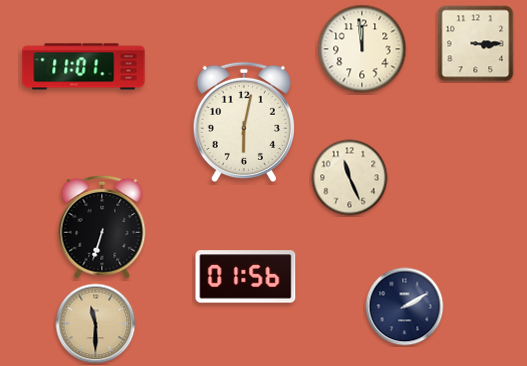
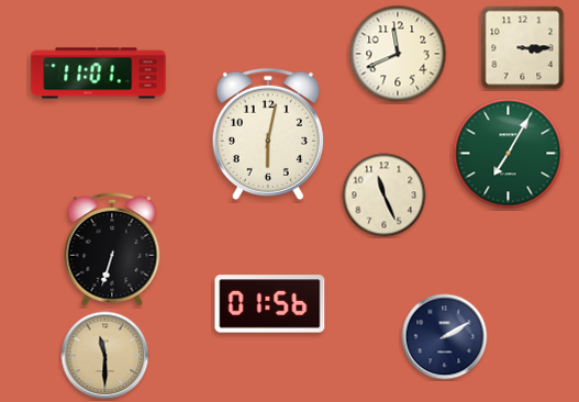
clock at (362, 49): 11:59 -> 11:41
clock at (84, 67) position: (84, 67) -> (99, 74)
clock at (509, 154): none -> 7:05
